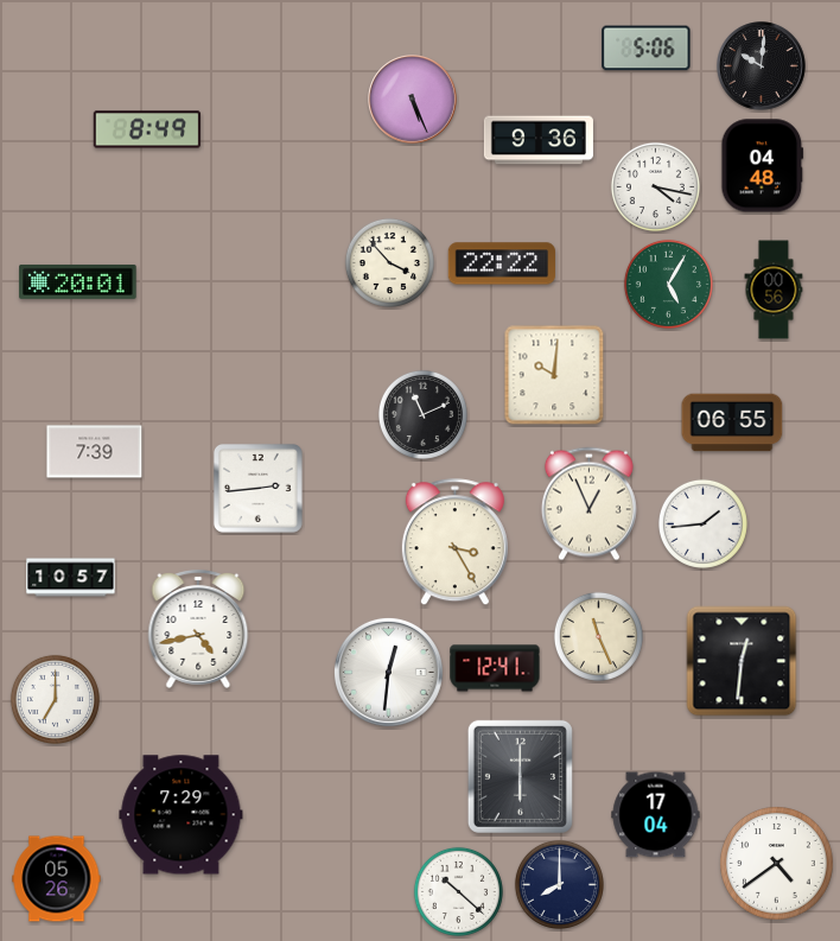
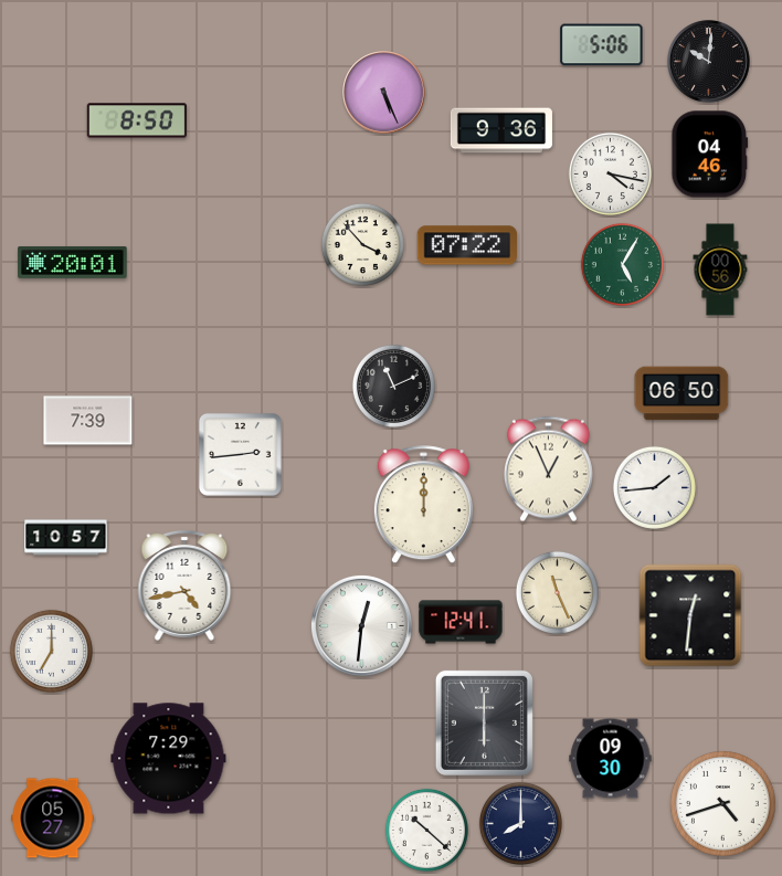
clock at (147, 129): 8:49 -> 8:50
clock at (763, 166): 04:48 -> 04:46
clock at (501, 263): 22:22 -> 07:22
clock at (554, 375): 10:01 -> none
clock at (732, 422): 06:55 -> 06:50
clock at (454, 542): 3:25 -> 12:00
clock at (656, 815): 17:04 -> 09:30
clock at (777, 864): 4:39 -> 4:42
clock at (57, 879): 05:26 -> 05:27
